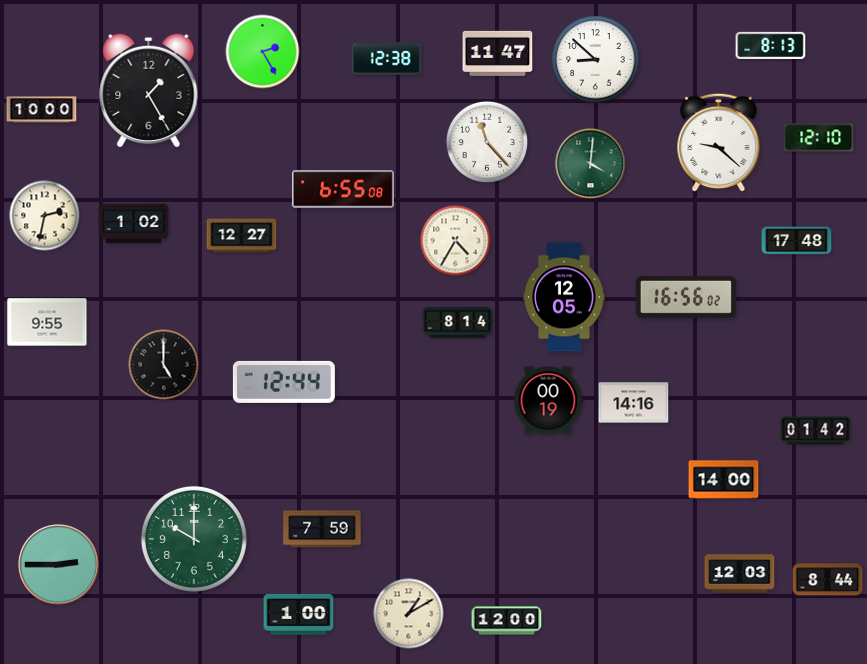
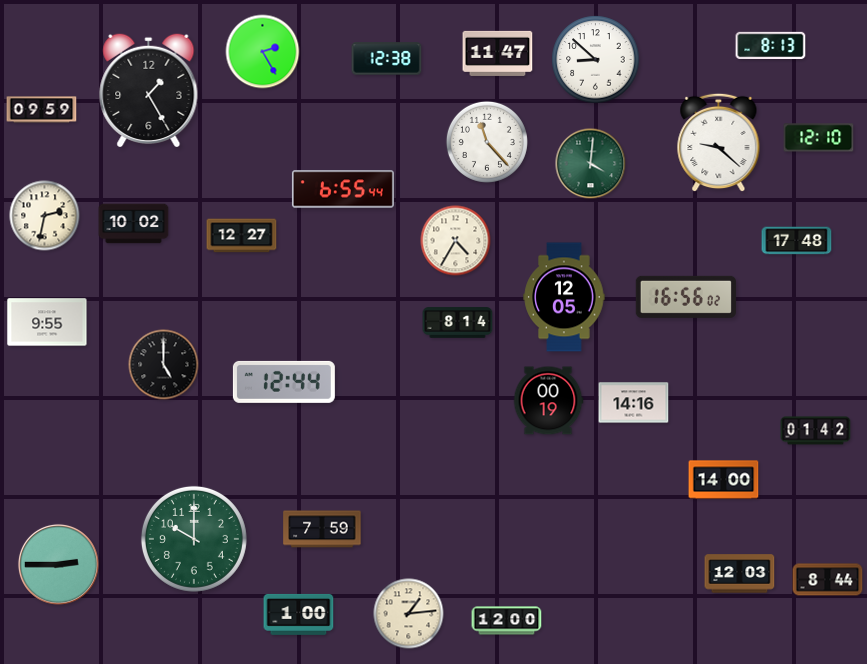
clock at (42, 110): 10:00 -> 09:59
clock at (343, 189): 6:55:08 -> 6:55:44
clock at (134, 224): 1:02 -> 10:02
clock at (409, 614): 1:10 -> 1:14
